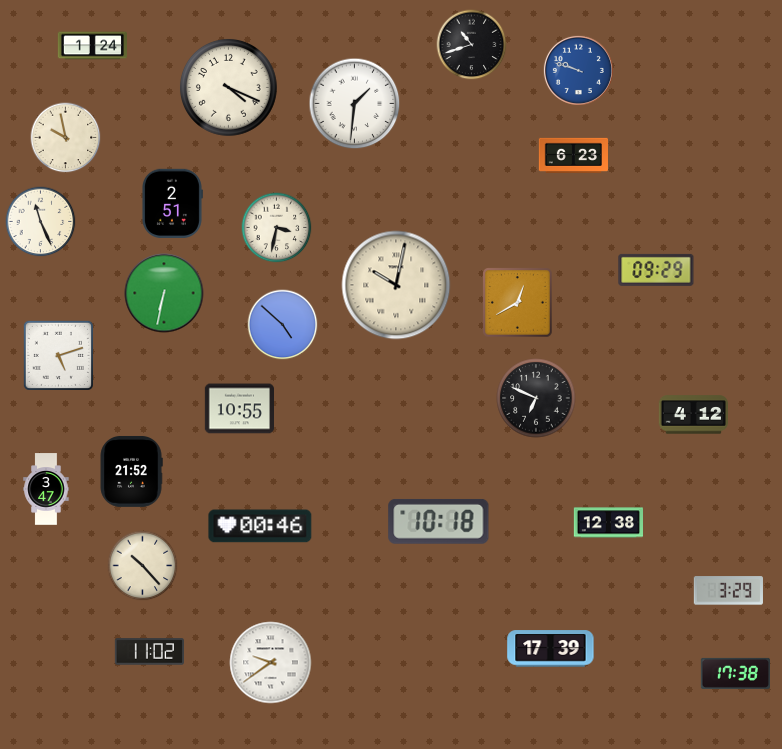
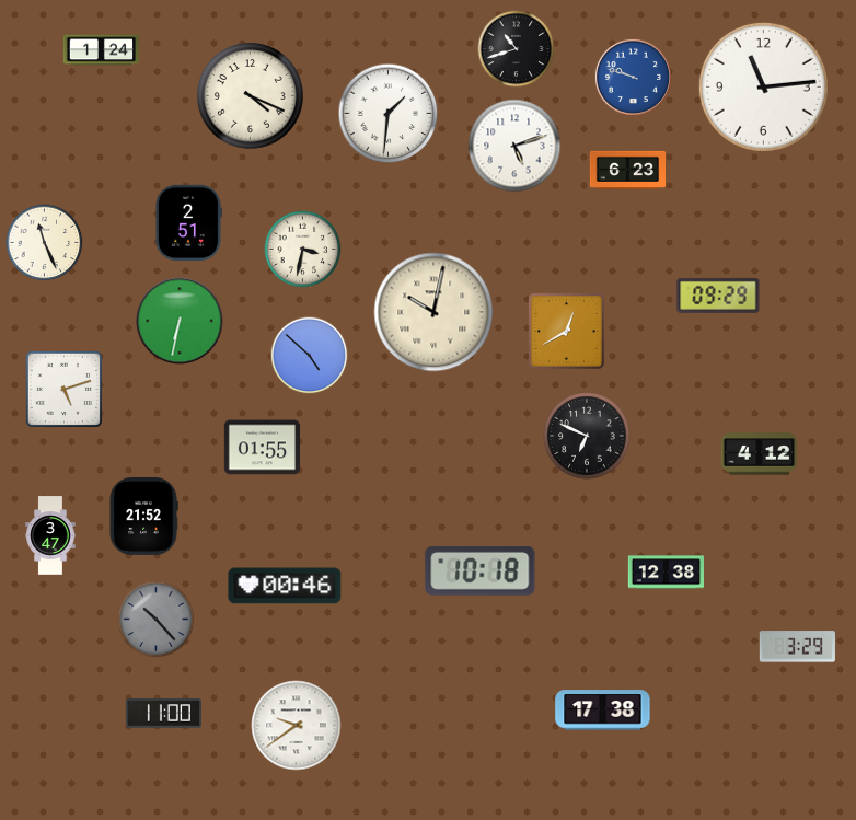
clock at (763, 86): none -> 11:14
clock at (514, 146): none -> 5:12
clock at (66, 138): 9:58 -> none
clock at (239, 409): 10:55 -> 01:55
clock at (260, 526) position: (260, 526) -> (285, 586)
clock at (143, 566) dial: cream -> grey
clock at (551, 649): 17:39 -> 17:38
clock at (149, 652): 11:02 -> 11:00
clock at (735, 673): 17:38 -> none
